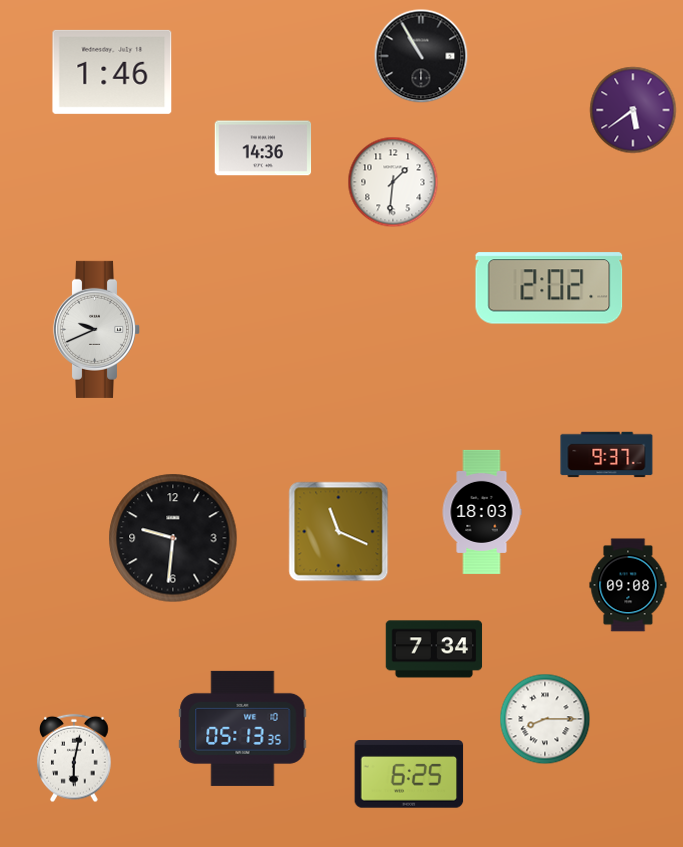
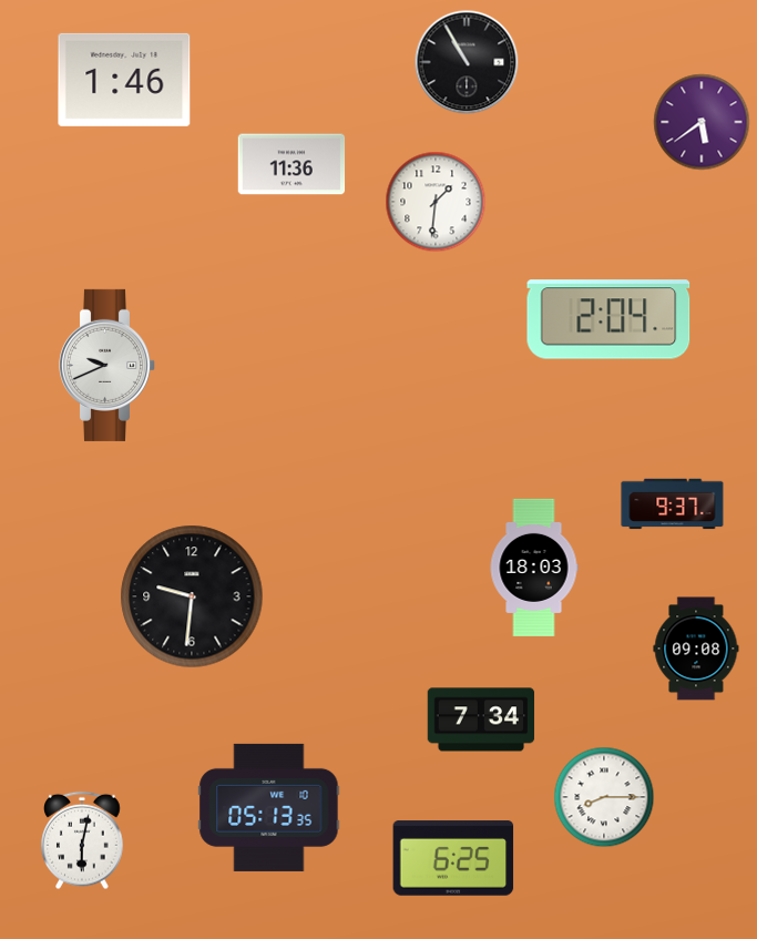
clock at (263, 148): 14:36 -> 11:36
clock at (549, 288): 2:02 -> 2:04
clock at (339, 532): 11:19 -> none
